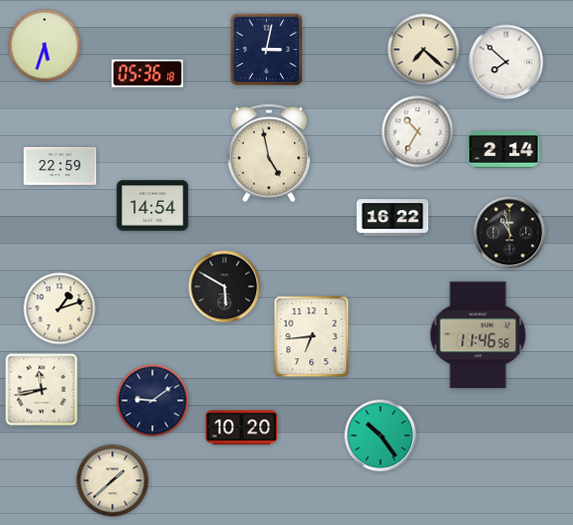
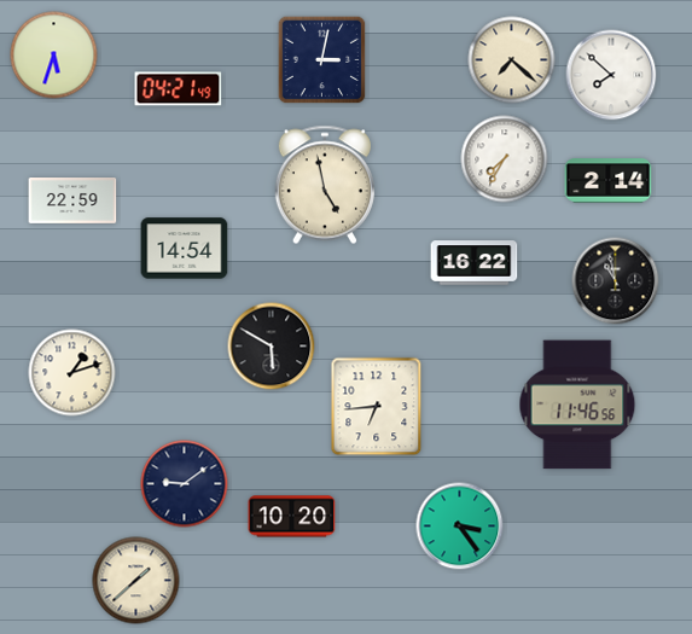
clock at (148, 74): 05:36 -> 04:21
clock at (418, 132): 10:35 -> 7:35
clock at (42, 390): 11:43 -> none
clock at (381, 436): 10:24 -> 3:24
